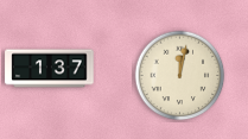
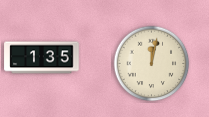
clock at (50, 69): 1:37 -> 1:35
